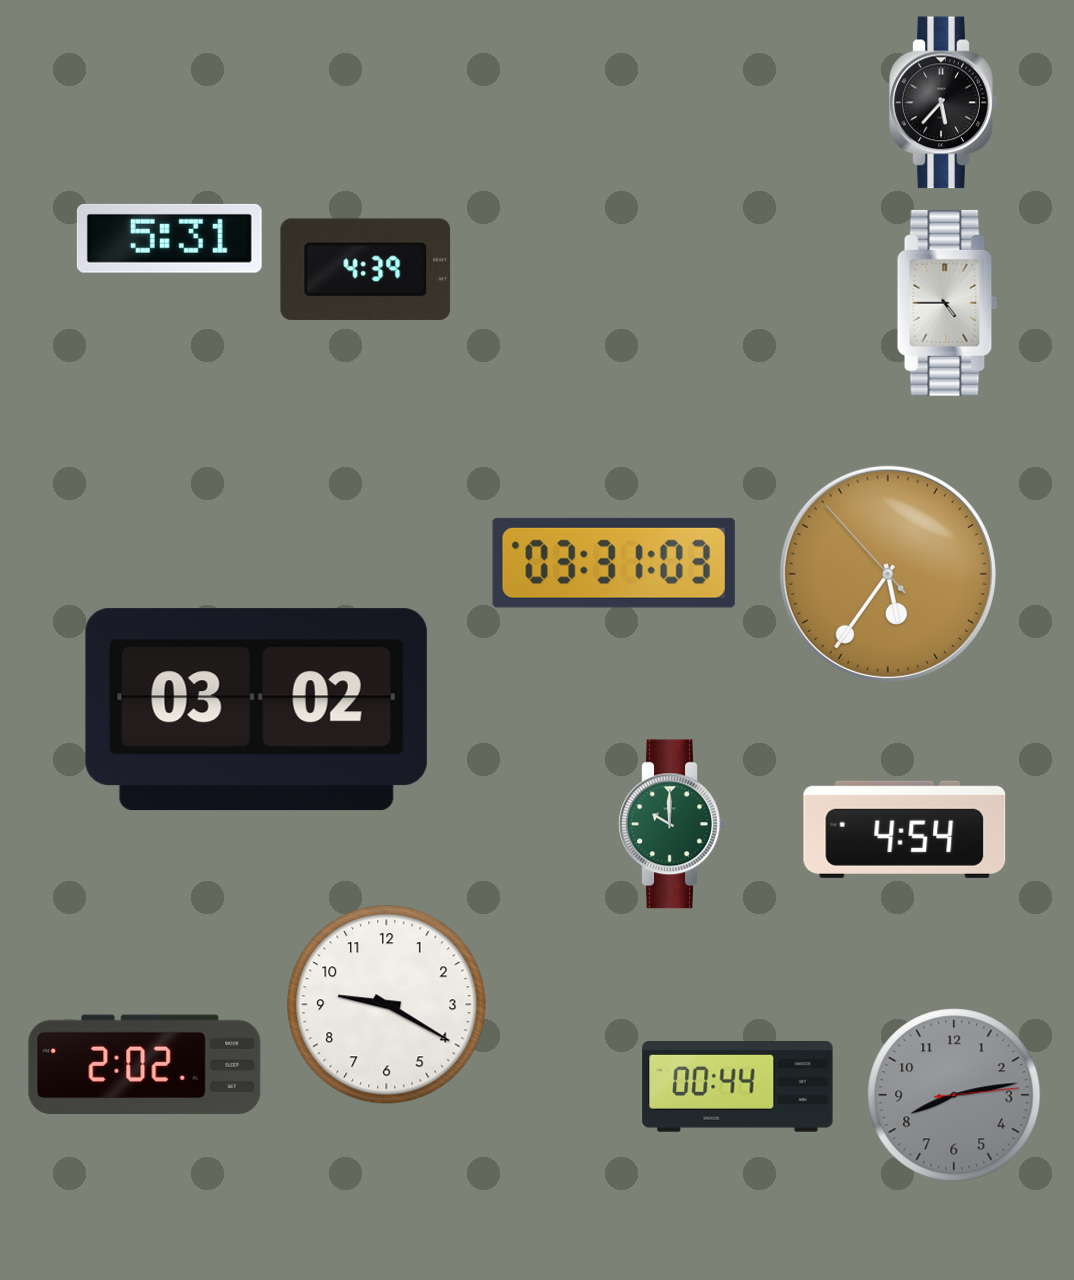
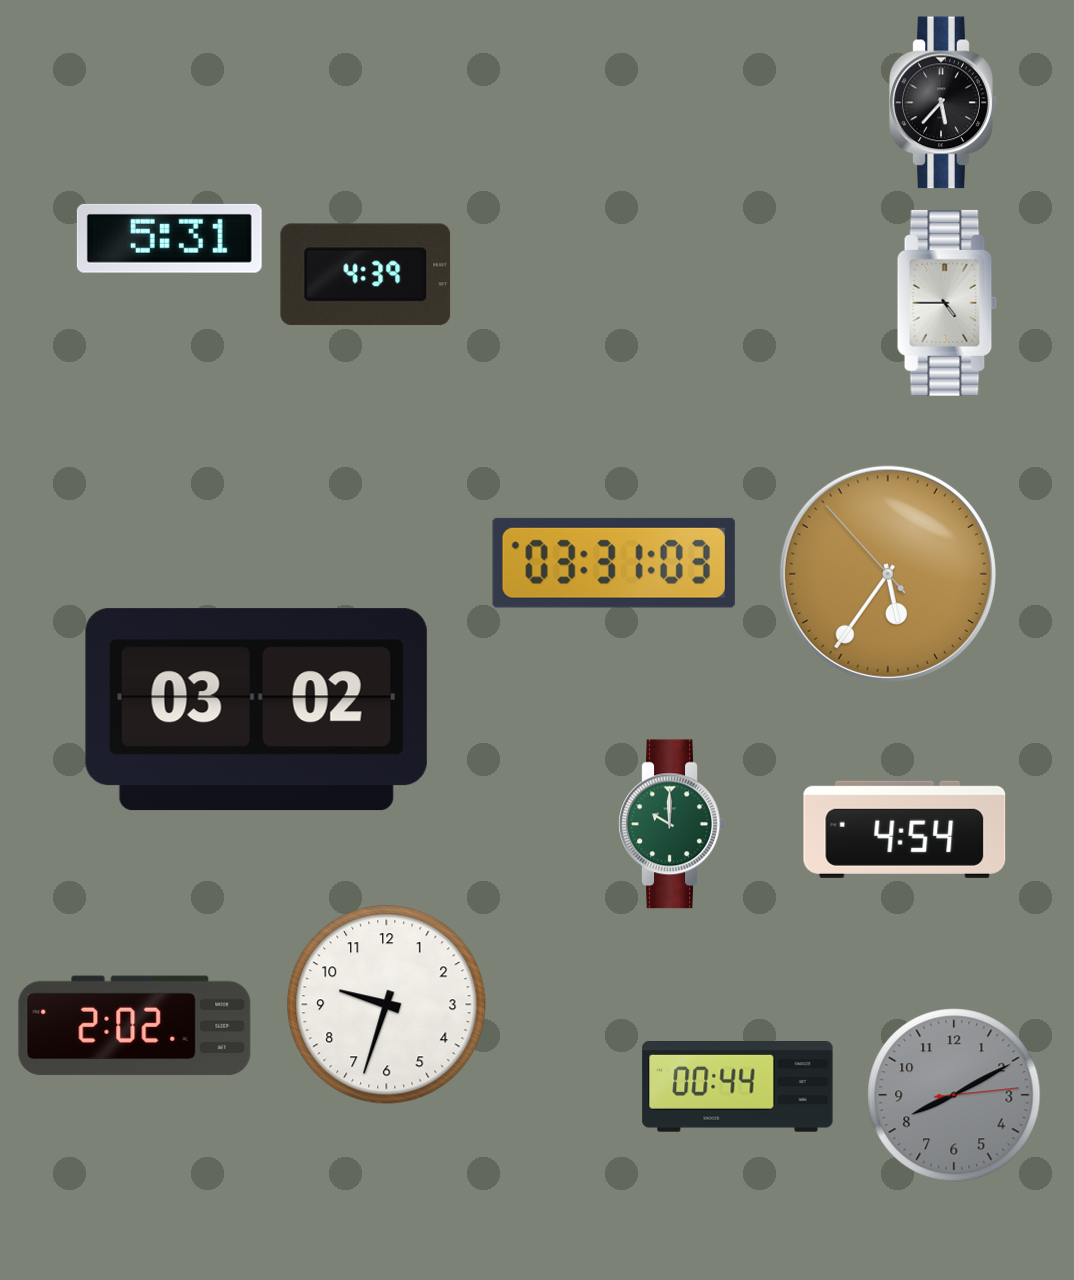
clock at (366, 270) position: (366, 270) -> (366, 275)
clock at (387, 1005): 9:20 -> 9:33
clock at (145, 1065) position: (145, 1065) -> (135, 1026)
clock at (954, 1095): 8:13 -> 8:10
